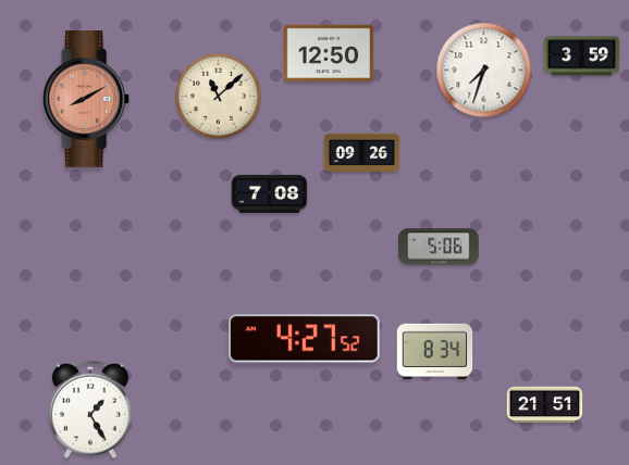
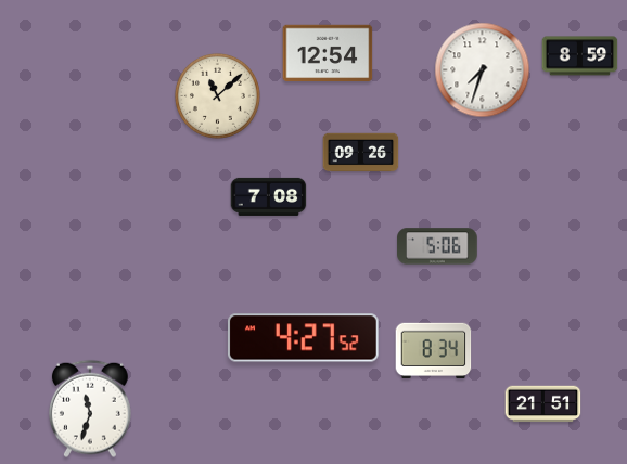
clock at (329, 52): 12:50 -> 12:54
clock at (582, 56): 3:59 -> 8:59
clock at (87, 100): 8:10 -> none
clock at (270, 193) position: (270, 193) -> (269, 196)
clock at (90, 410): 1:25 -> 11:33
